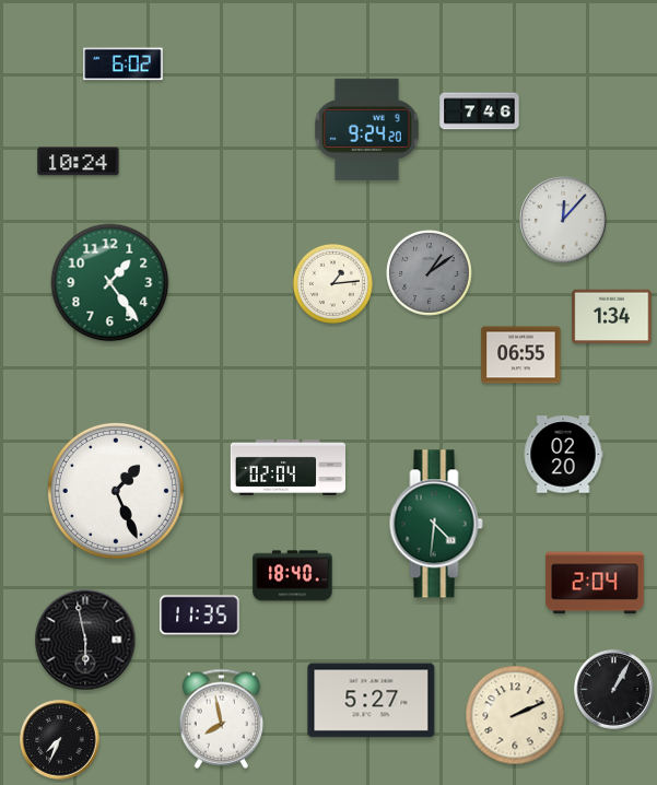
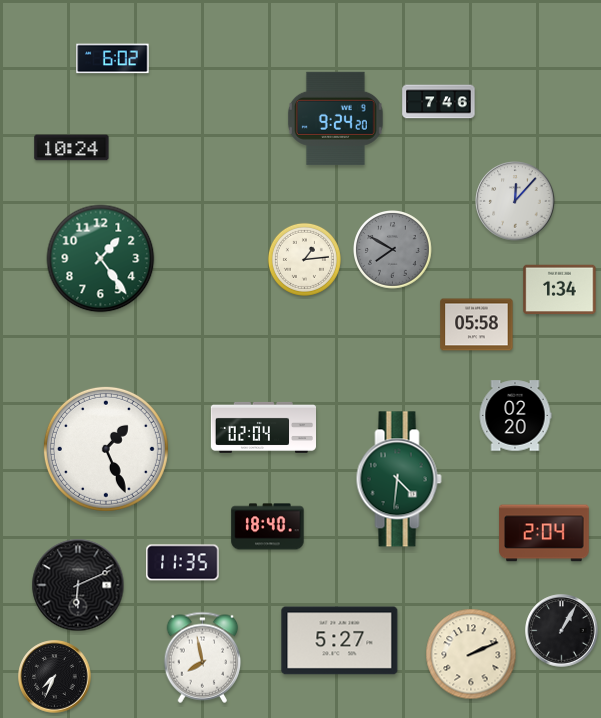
clock at (430, 273): 1:09 -> 7:50
clock at (521, 355): 06:55 -> 05:58
clock at (85, 640): 5:58 -> 6:11
